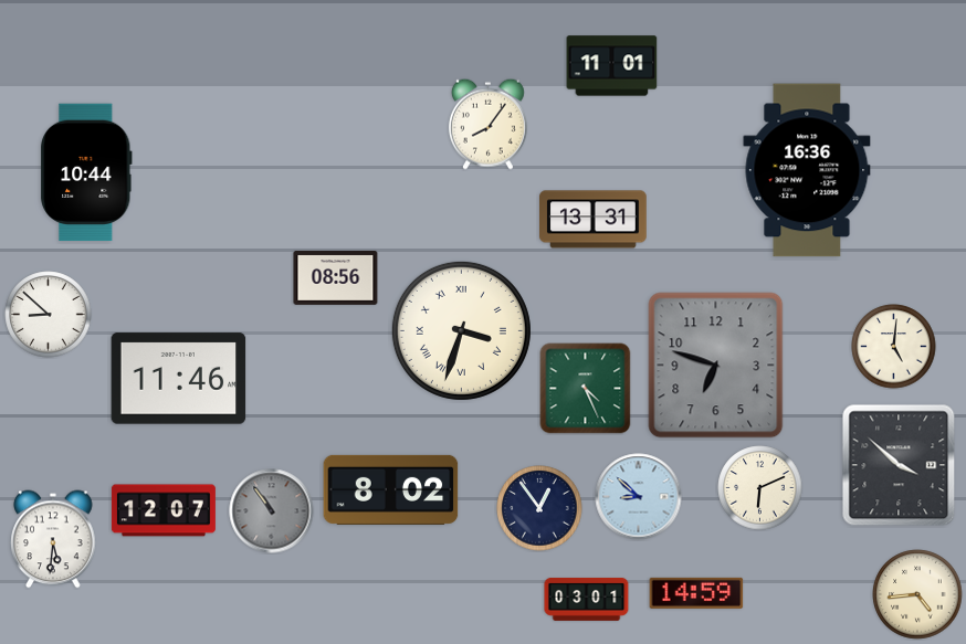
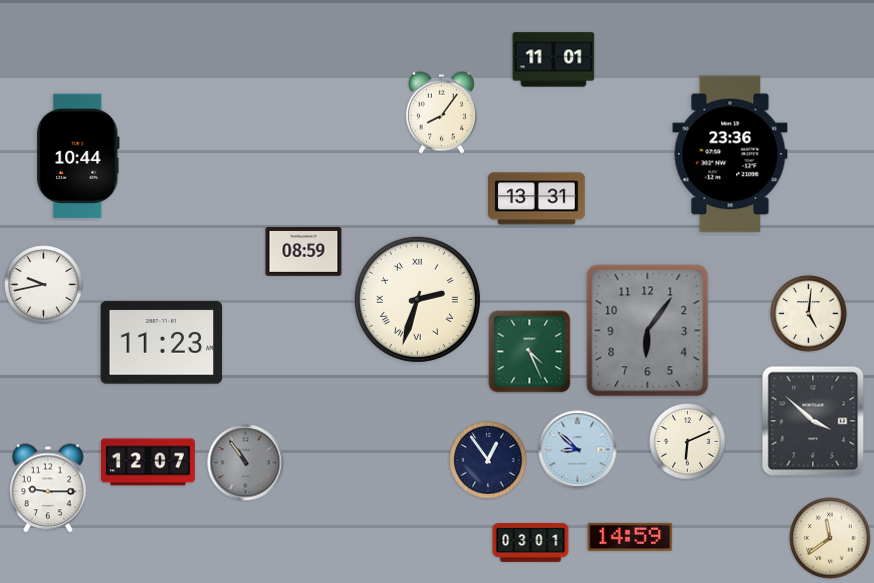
clock at (807, 170): 16:36 -> 23:36
clock at (336, 278): 08:56 -> 08:59
clock at (49, 315): 8:52 -> 9:43
clock at (461, 330): 3:33 -> 2:33
clock at (716, 366): 6:48 -> 6:06
clock at (179, 379): 11:46 -> 11:23
clock at (391, 489): 8:02 -> none
clock at (53, 539): 5:31 -> 9:15
clock at (917, 594): 4:44 -> 11:39
